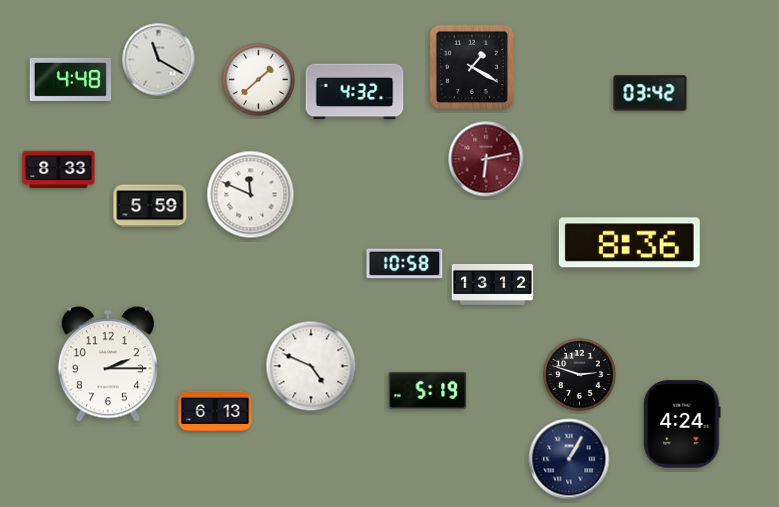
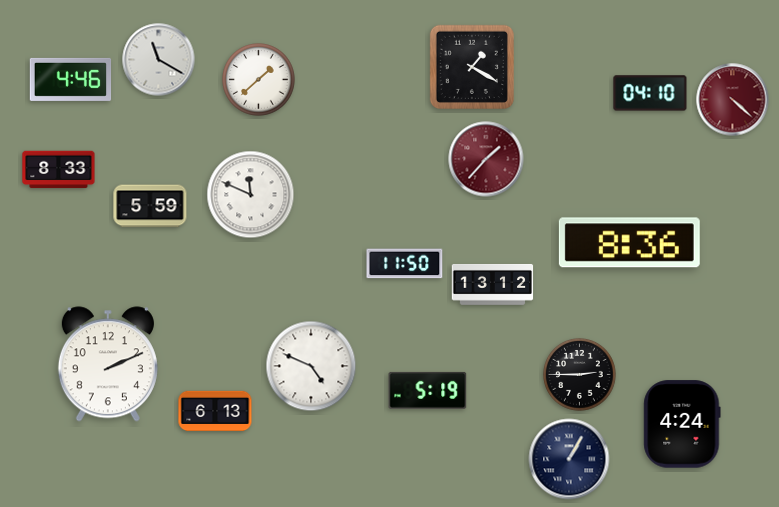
clock at (71, 79): 4:48 -> 4:46
clock at (355, 92): 4:32 -> none
clock at (650, 93): 03:42 -> 04:10
clock at (733, 100): none -> 4:22
clock at (486, 159): 6:13 -> 1:37
clock at (405, 264): 10:58 -> 11:50
clock at (108, 364): 2:15 -> 2:11
clock at (580, 375): 2:48 -> 2:45
